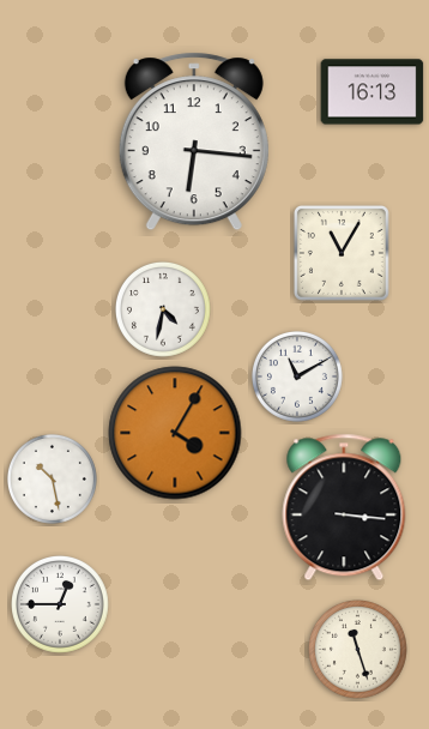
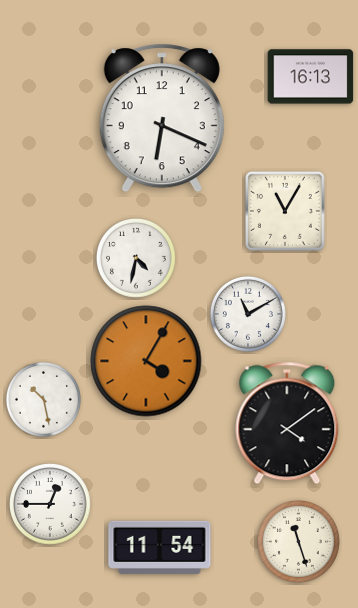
clock at (194, 141): 6:16 -> 6:19
clock at (344, 507): 3:16 -> 4:09
clock at (160, 547): none -> 11:54
